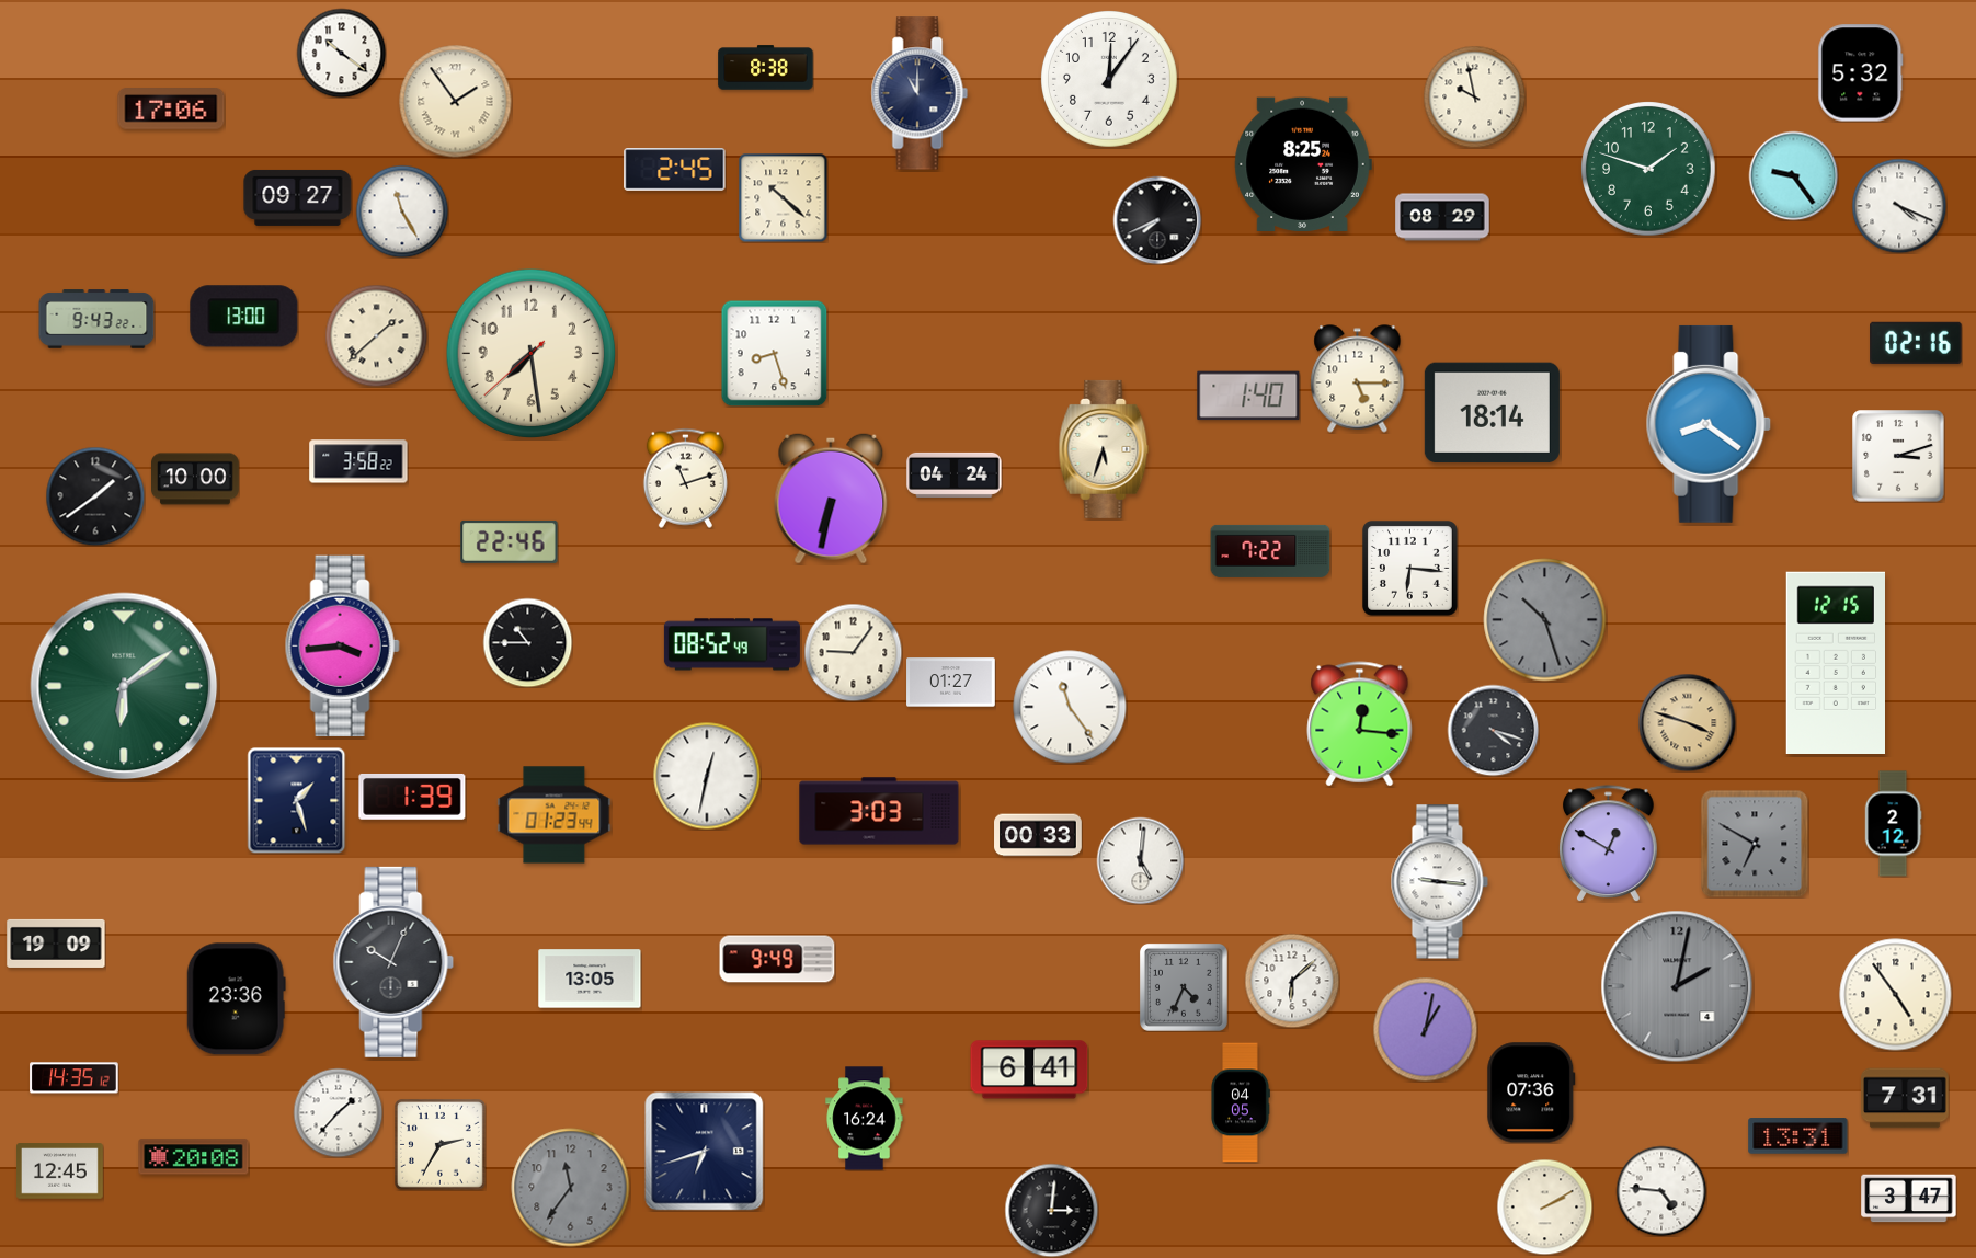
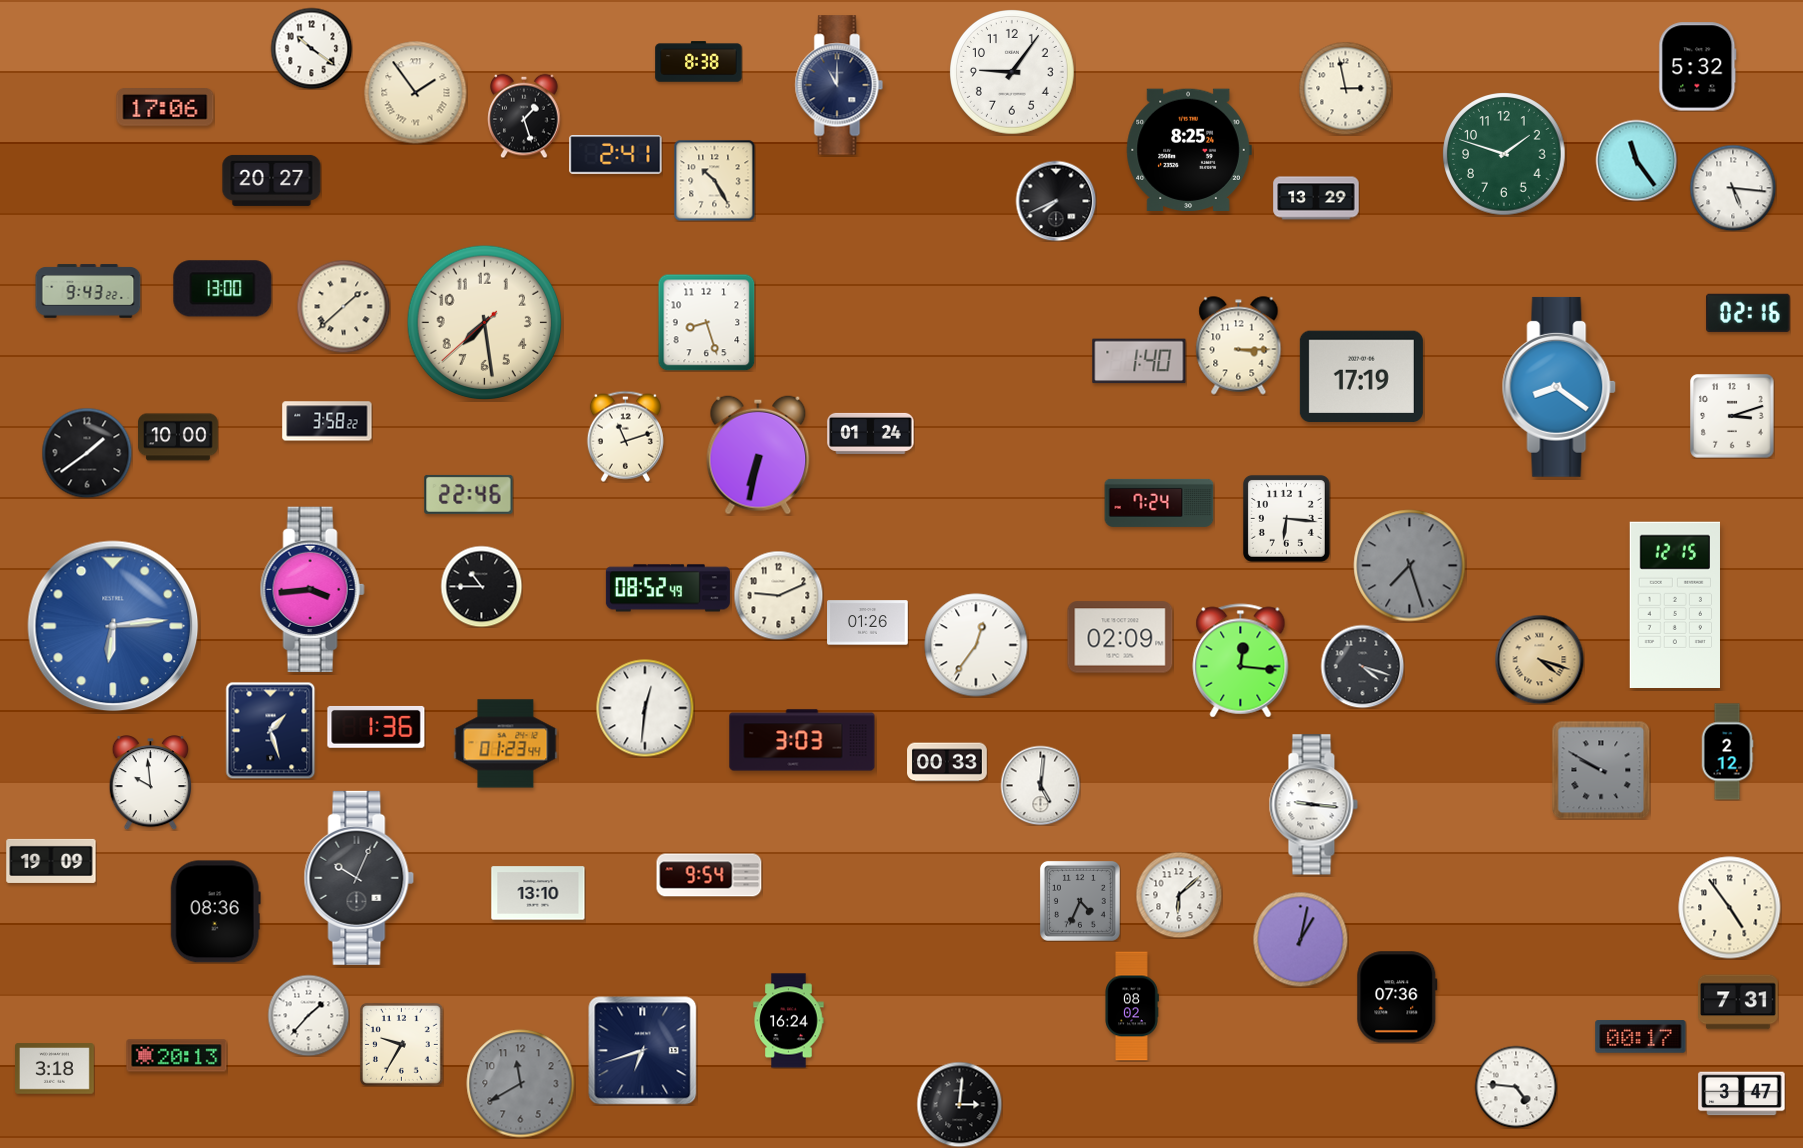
clock at (1110, 80): 12:06 -> 9:06
clock at (1474, 96): 9:58 -> 2:58
clock at (171, 108) position: (171, 108) -> (165, 107)
clock at (524, 116): none -> 1:27
clock at (675, 170): 2:45 -> 2:41
clock at (1793, 175): 9:24 -> 11:24
clock at (298, 197): 09:27 -> 20:27
clock at (783, 197): 10:22 -> 10:25
clock at (1899, 206): 4:19 -> 5:16
clock at (402, 211): 11:25 -> none
clock at (1442, 217): 08:29 -> 13:29
clock at (1358, 379): 5:15 -> 3:15
clock at (1492, 413): 18:14 -> 17:19
clock at (1104, 449): 5:33 -> none
clock at (955, 474): 04:24 -> 01:24
clock at (510, 541) position: (510, 541) -> (469, 494)
clock at (1270, 551): 7:22 -> 7:24
clock at (1545, 620): 10:27 -> 7:27
clock at (853, 652): 9:06 -> 9:11
clock at (951, 683): 01:27 -> 01:26
clock at (124, 686): 6:09 -> 6:14
clock at (124, 686) dial: green -> blue
clock at (1120, 637): none -> 02:09
clock at (1070, 707): 11:24 -> 12:36
clock at (1687, 722): 3:48 -> 4:18
clock at (707, 776): 12:32 -> 12:31
clock at (412, 797): 1:39 -> 1:36
clock at (1608, 844): 12:50 -> none
clock at (1755, 844): 6:50 -> 9:50
clock at (150, 783): none -> 9:59
clock at (777, 959): 9:49 -> 9:54
clock at (590, 979): 13:05 -> 13:10
clock at (1677, 986): 2:02 -> none
clock at (236, 999): 23:36 -> 08:36
clock at (1029, 1070): 6:41 -> none
clock at (75, 1078): 14:35 -> none
clock at (1241, 1102): 04:05 -> 08:02
clock at (1798, 1136): 13:31 -> 00:17
clock at (439, 1144): 2:35 -> 9:35
clock at (194, 1157): 20:08 -> 20:13
clock at (60, 1171): 12:45 -> 3:18
clock at (571, 1188): 11:36 -> 11:40
clock at (1544, 1206): 2:10 -> none
